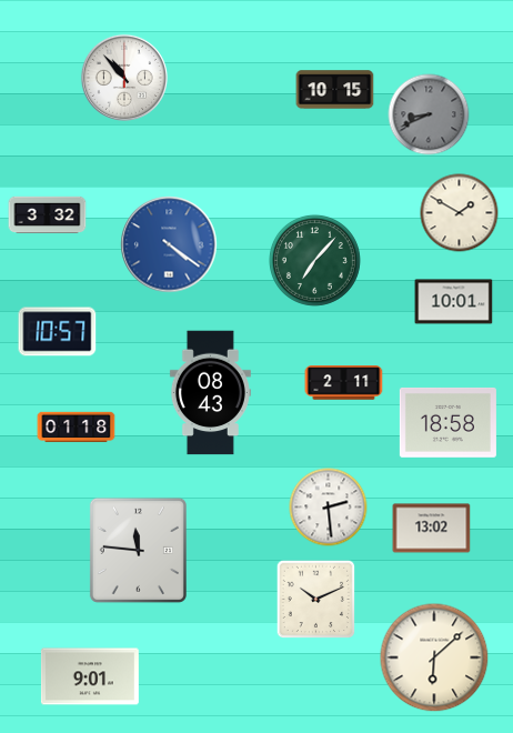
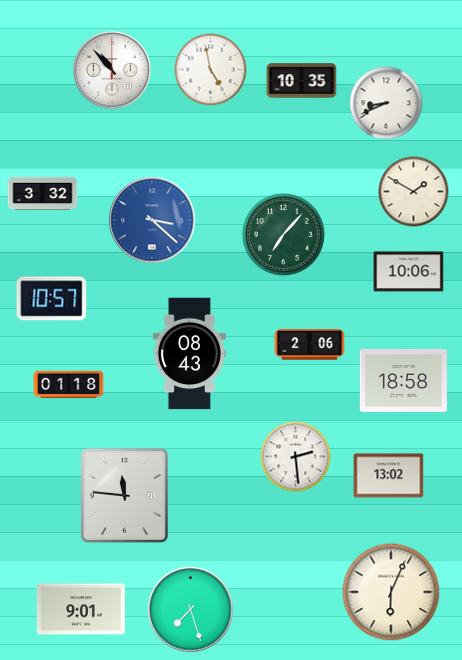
clock at (211, 70): none -> 4:58
clock at (335, 90): 10:15 -> 10:35
clock at (429, 114) dial: grey -> white
clock at (169, 244): 4:21 -> 3:22
clock at (454, 302): 10:01 -> 10:06
clock at (344, 383): 2:11 -> 2:06
clock at (316, 600): 10:11 -> none
clock at (434, 657): 6:08 -> 6:04
clock at (191, 610): none -> 7:27
